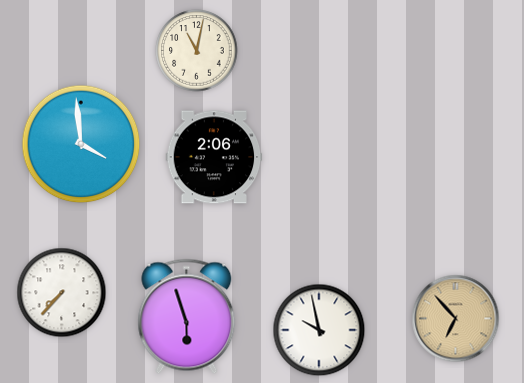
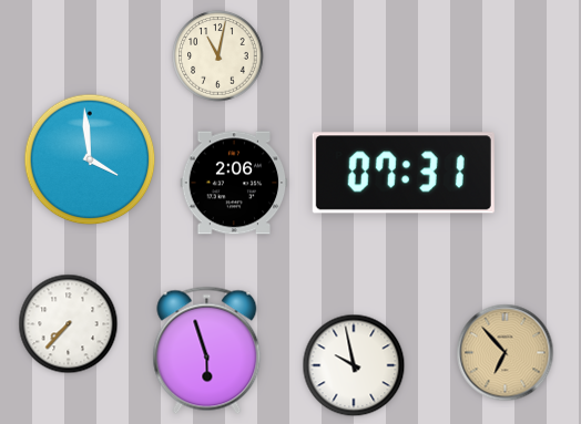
clock at (404, 173): none -> 07:31
clock at (214, 157) position: (214, 157) -> (234, 183)
